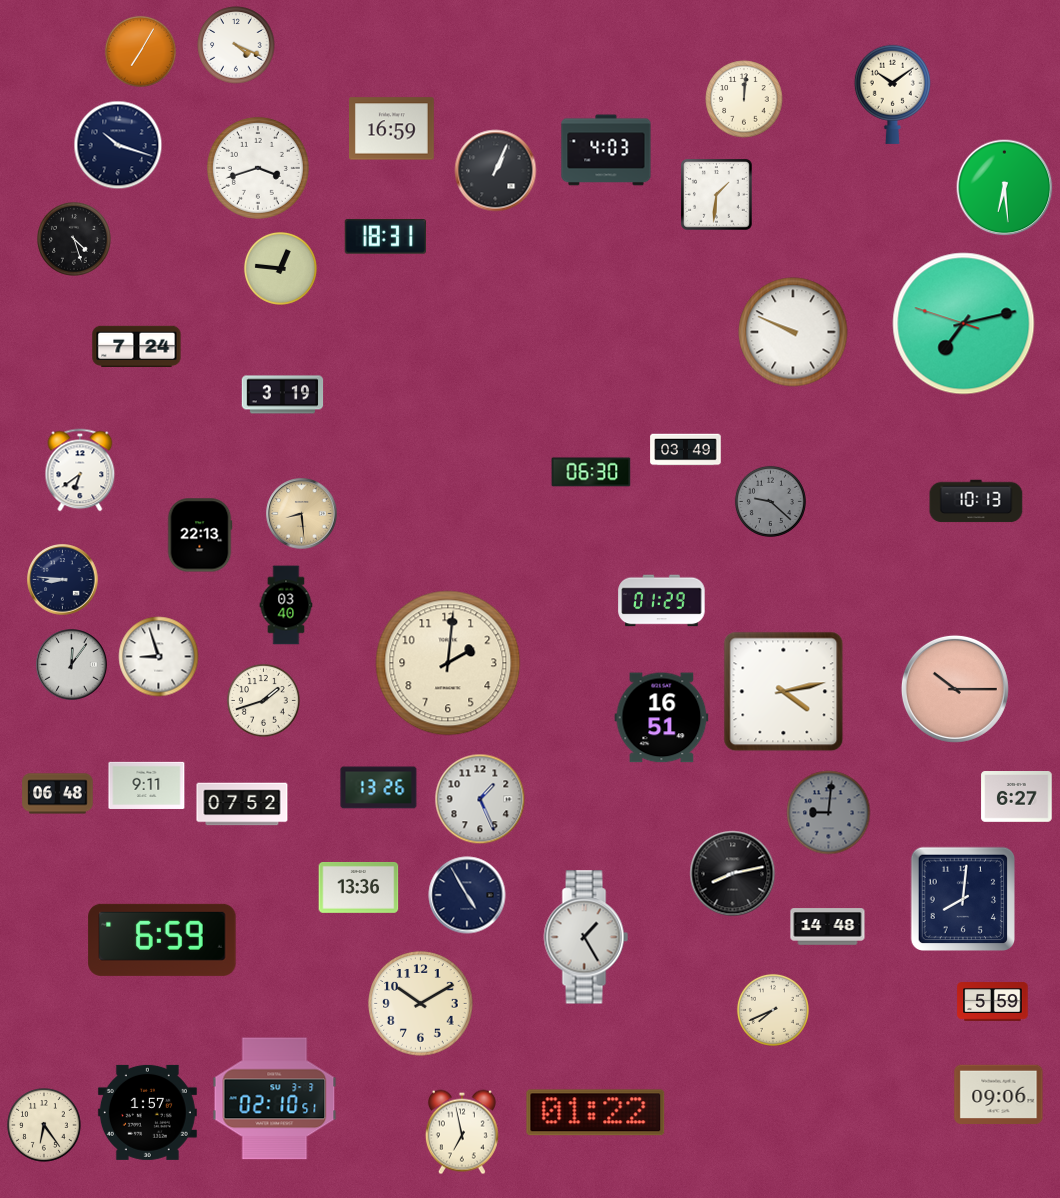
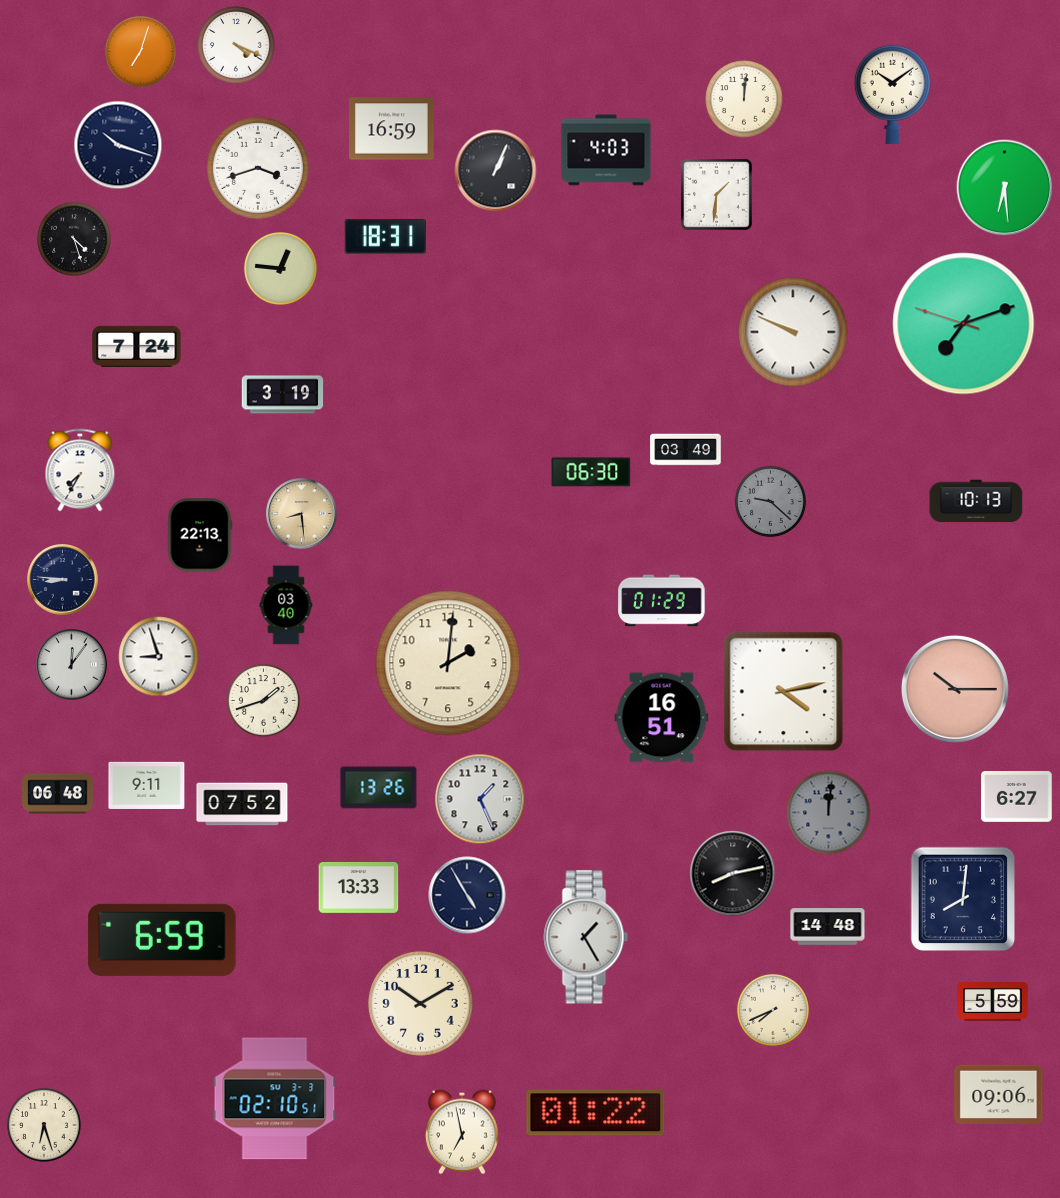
clock at (140, 51): 7:05 -> 7:03
clock at (964, 324): 7:12 -> 7:11
clock at (80, 470): 6:39 -> 7:35
clock at (829, 813): 9:01 -> 12:01
clock at (359, 888): 13:36 -> 13:33
clock at (147, 1112): 1:57 -> none
clock at (44, 1125): 6:24 -> 6:27
